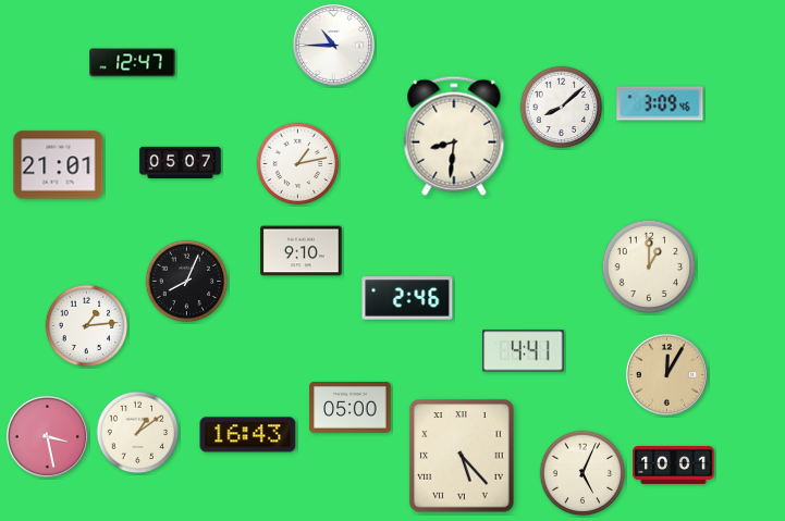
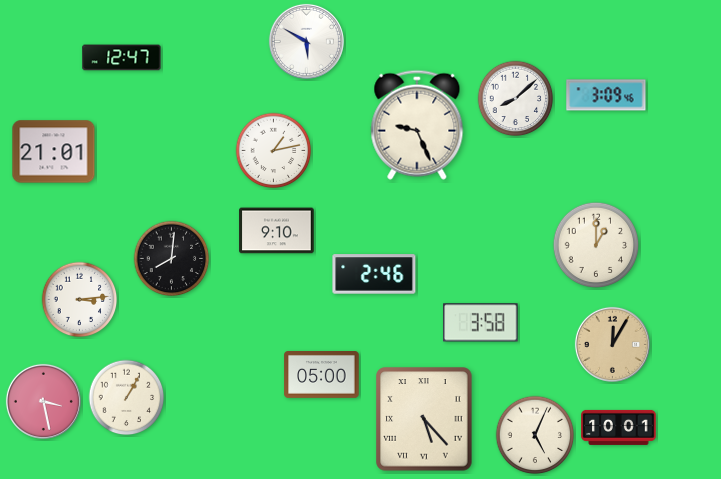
clock at (333, 45): 10:45 -> 5:50
clock at (454, 136): 8:31 -> 9:26
clock at (181, 162): 05:07 -> none
clock at (187, 282): 8:04 -> 8:01
clock at (87, 326): 1:14 -> 3:14
clock at (524, 351): 4:41 -> 3:58
clock at (138, 433): 1:09 -> 1:05
clock at (248, 435): 16:43 -> none
